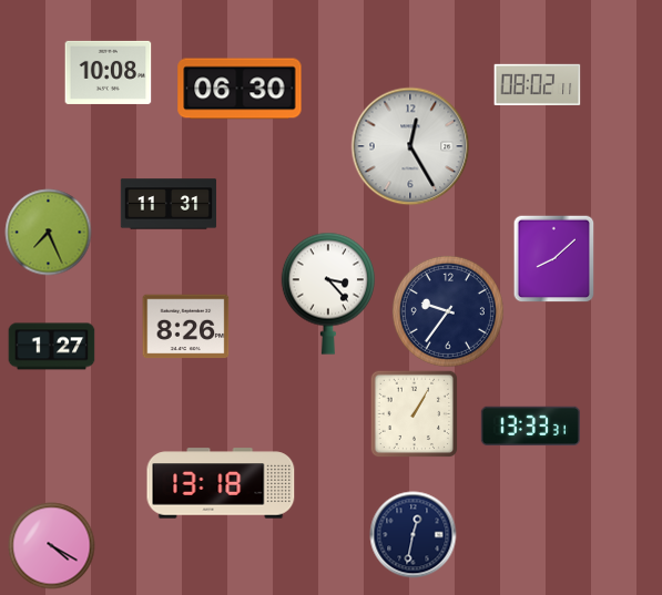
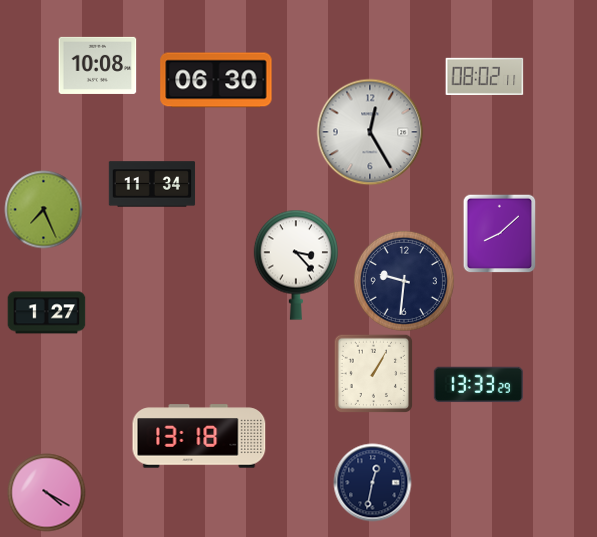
clock at (169, 204): 11:31 -> 11:34
clock at (448, 311): 9:36 -> 9:31
clock at (185, 327): 8:26 -> none
clock at (530, 427): 13:33:31 -> 13:33:29
